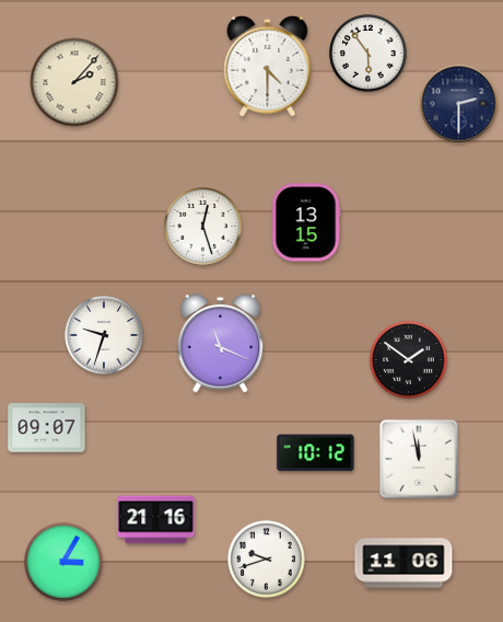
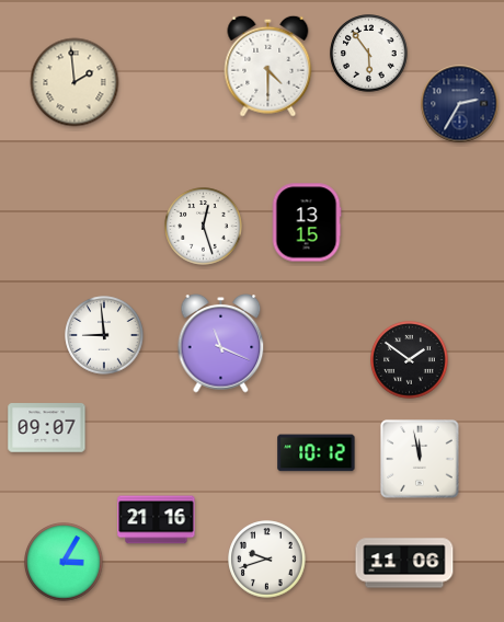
clock at (74, 82): 2:07 -> 1:59
clock at (459, 104): 2:30 -> 2:35
clock at (104, 335): 9:33 -> 8:59
